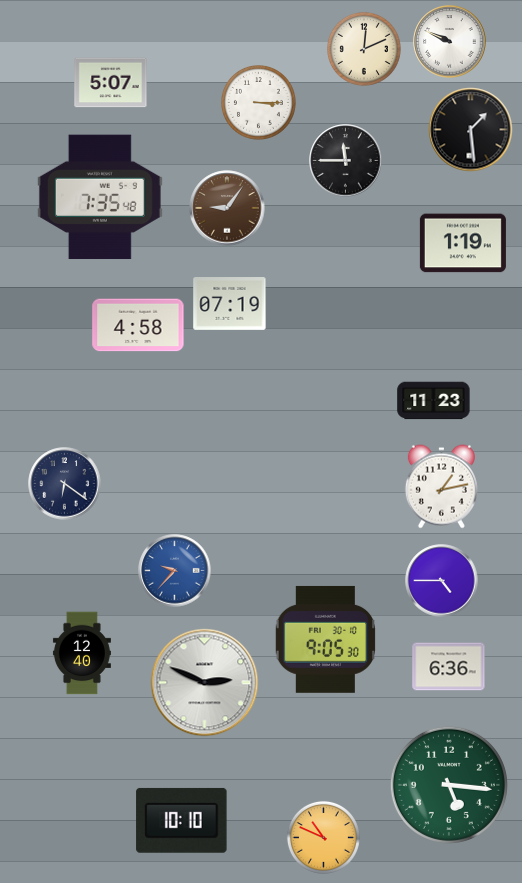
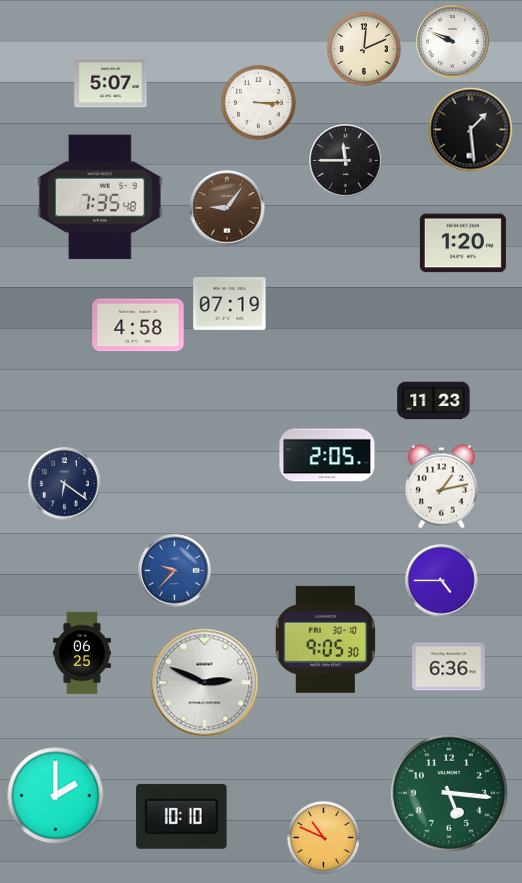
clock at (450, 42) position: (450, 42) -> (453, 42)
clock at (463, 243): 1:19 -> 1:20
clock at (327, 455): none -> 2:05
clock at (82, 653): 12:40 -> 06:25
clock at (449, 785) position: (449, 785) -> (449, 793)
clock at (56, 796): none -> 2:00
clock at (182, 820) position: (182, 820) -> (182, 816)
